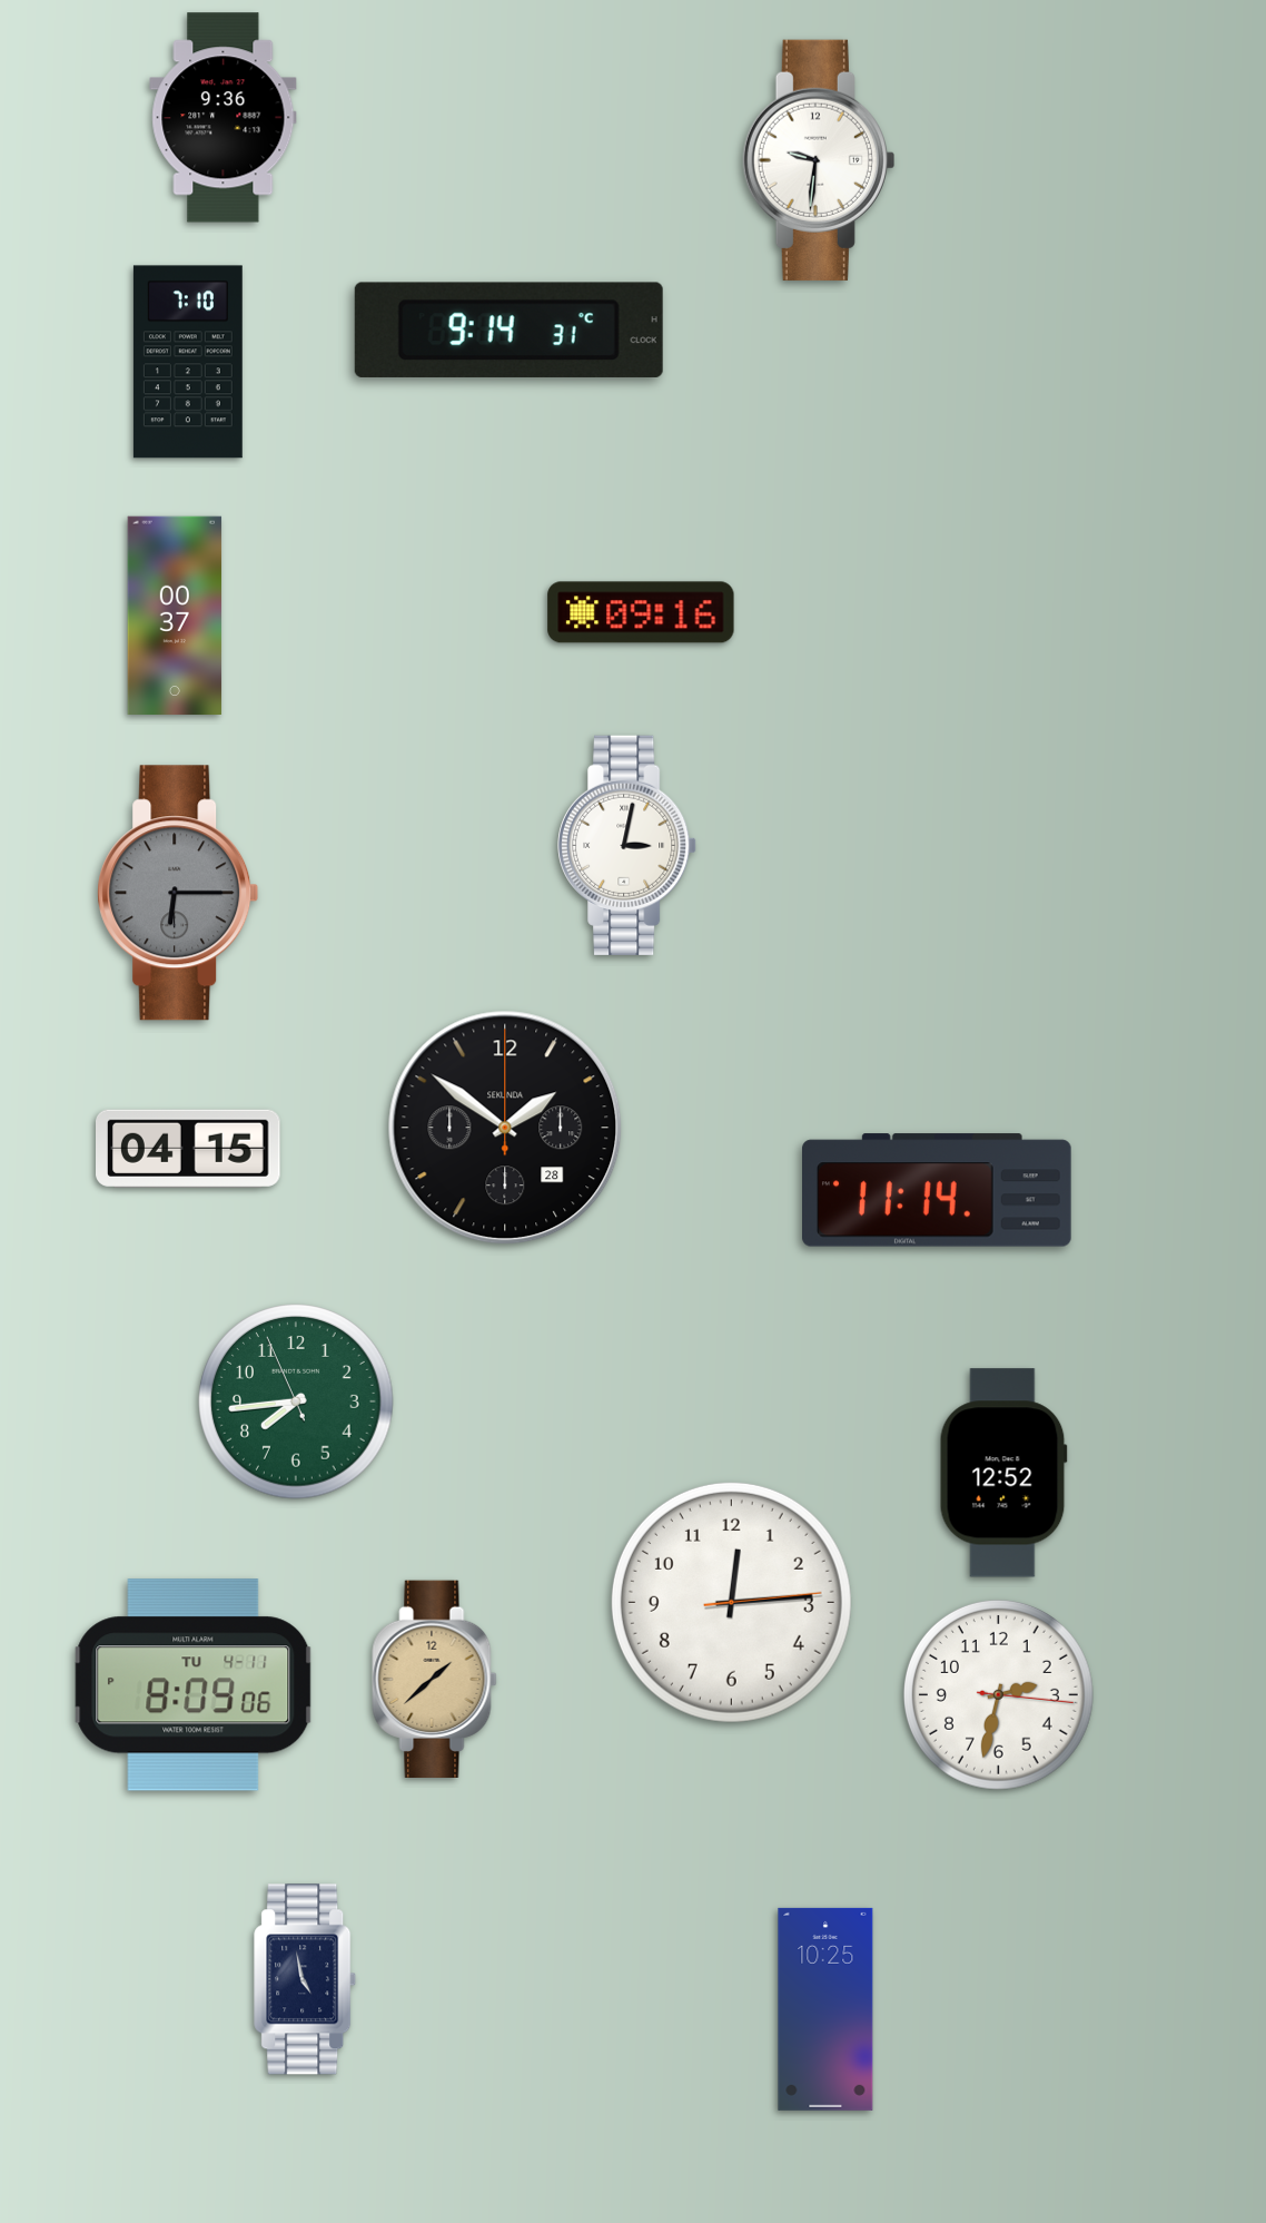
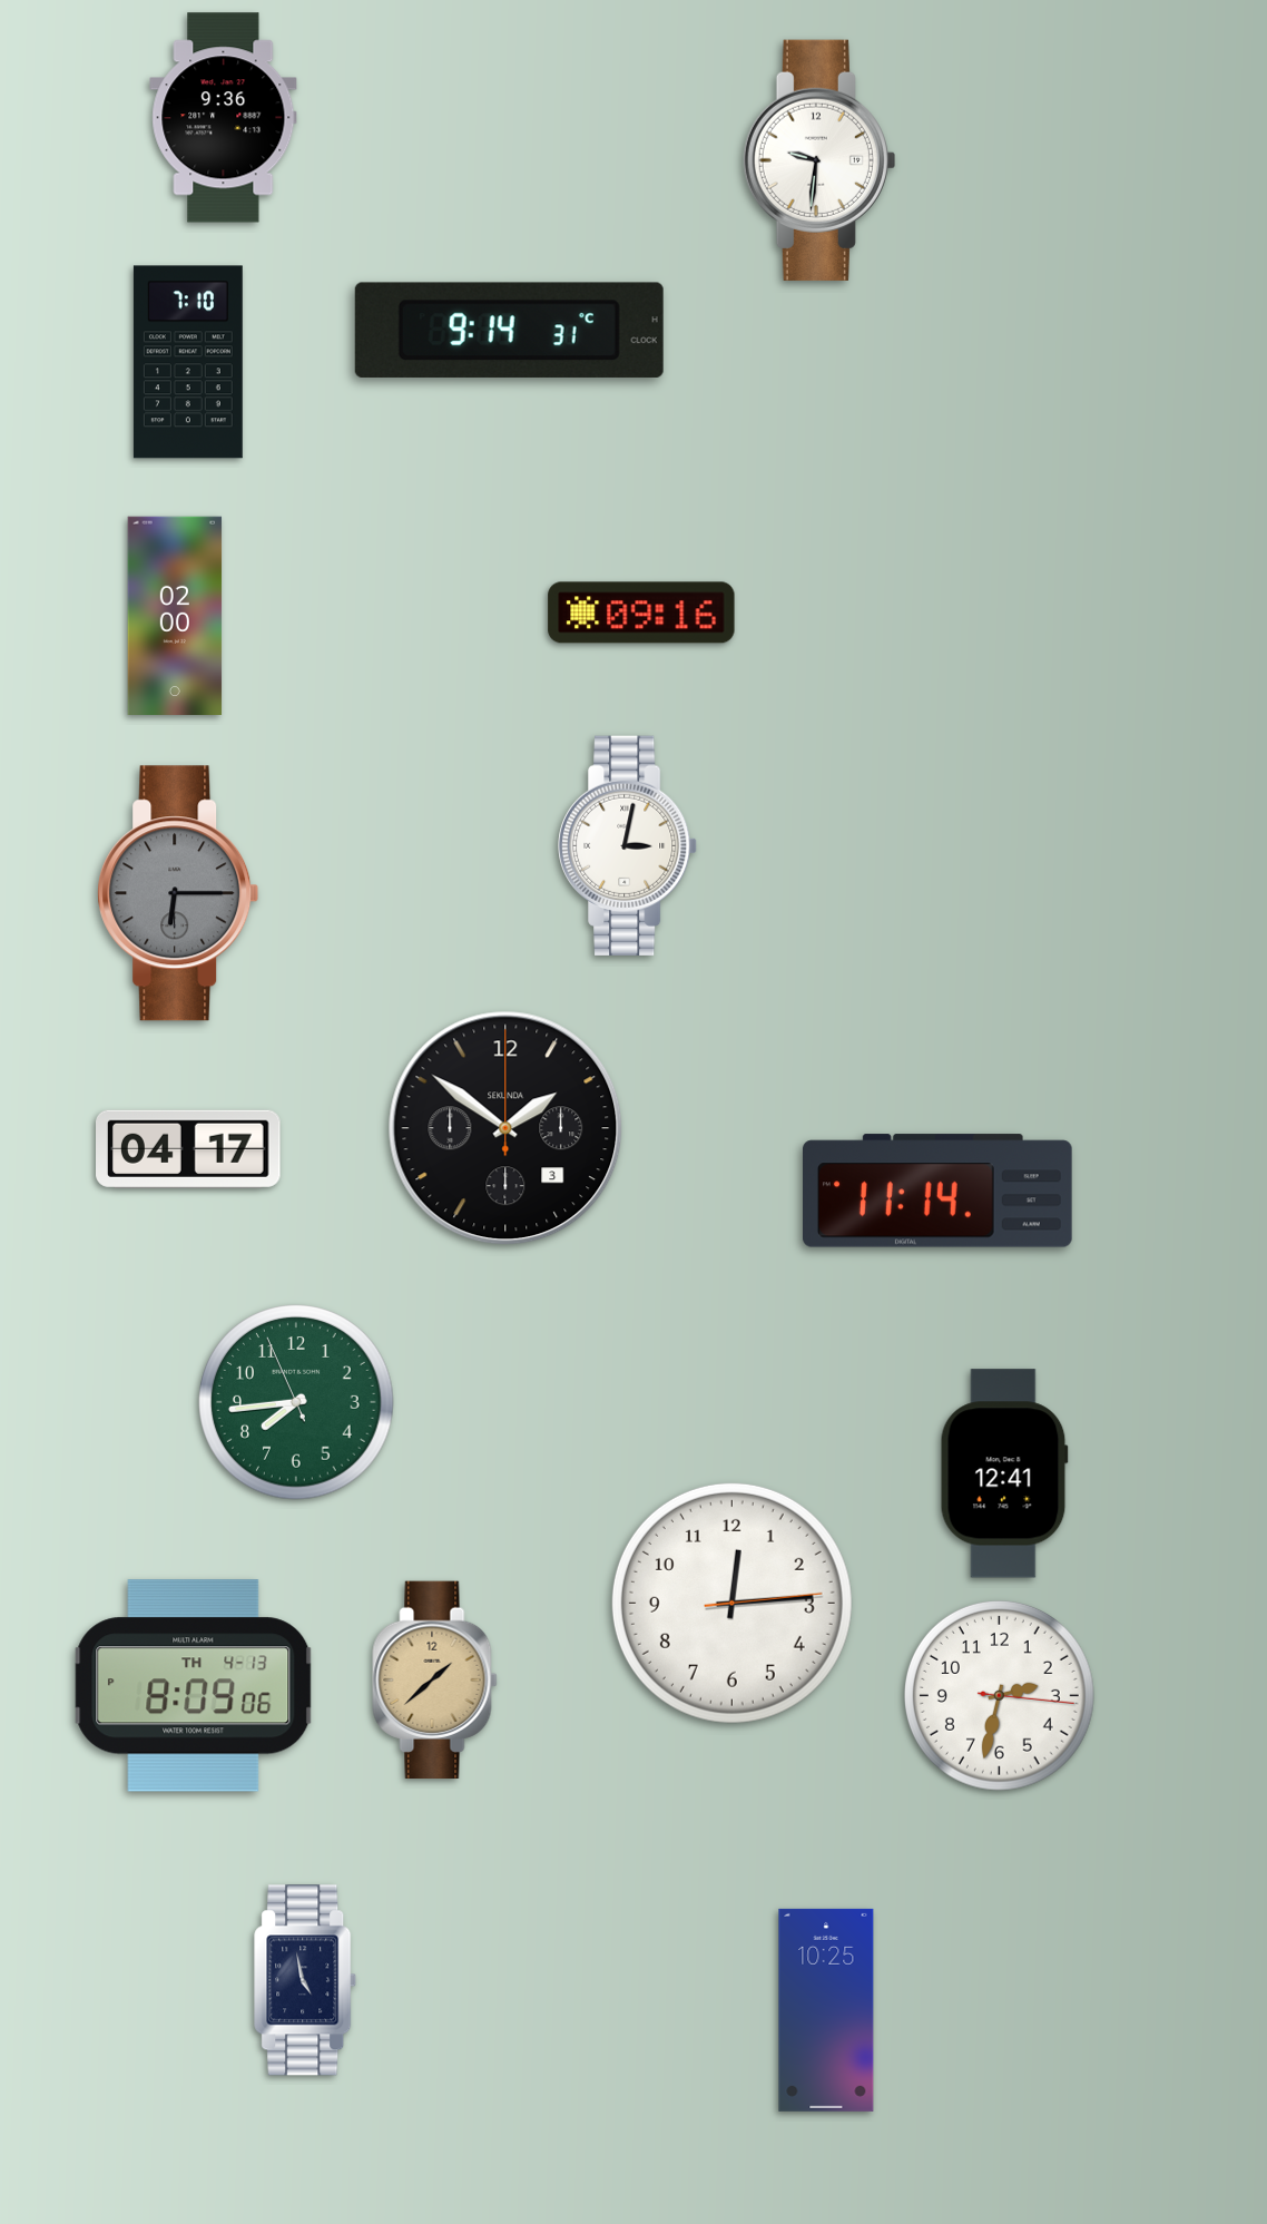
clock at (175, 614): 00:37 -> 02:00
clock at (505, 1128) date: 28 -> 3
clock at (189, 1149): 04:15 -> 04:17
clock at (1003, 1473): 12:52 -> 12:41
clock at (194, 1685) date: TU 4-11 -> TH 4-13
